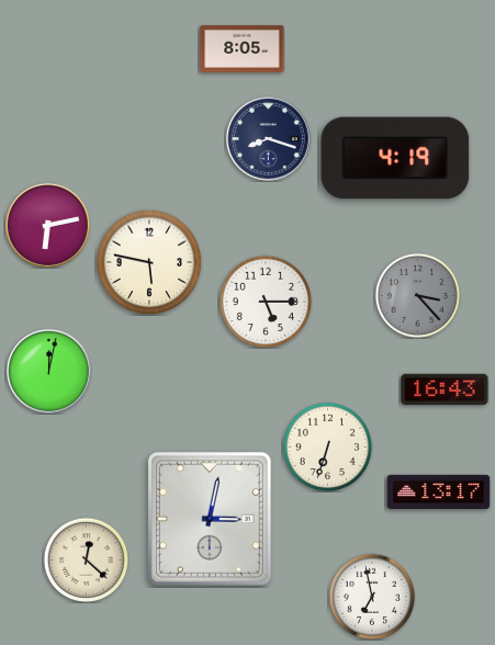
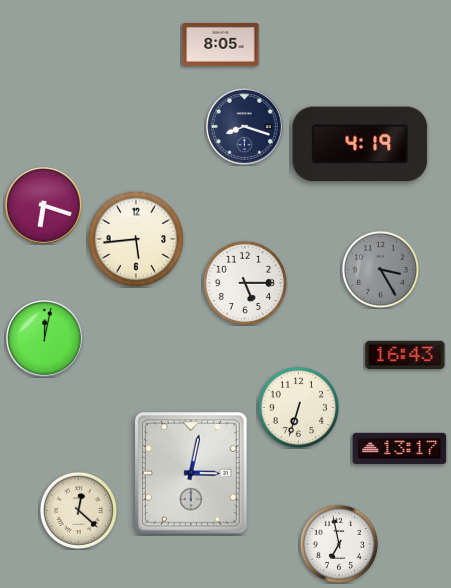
clock at (48, 226): 6:13 -> 6:18
clock at (149, 262): 5:47 -> 5:44
clock at (417, 295): 3:23 -> 3:25
clock at (266, 302) position: (266, 302) -> (245, 283)
